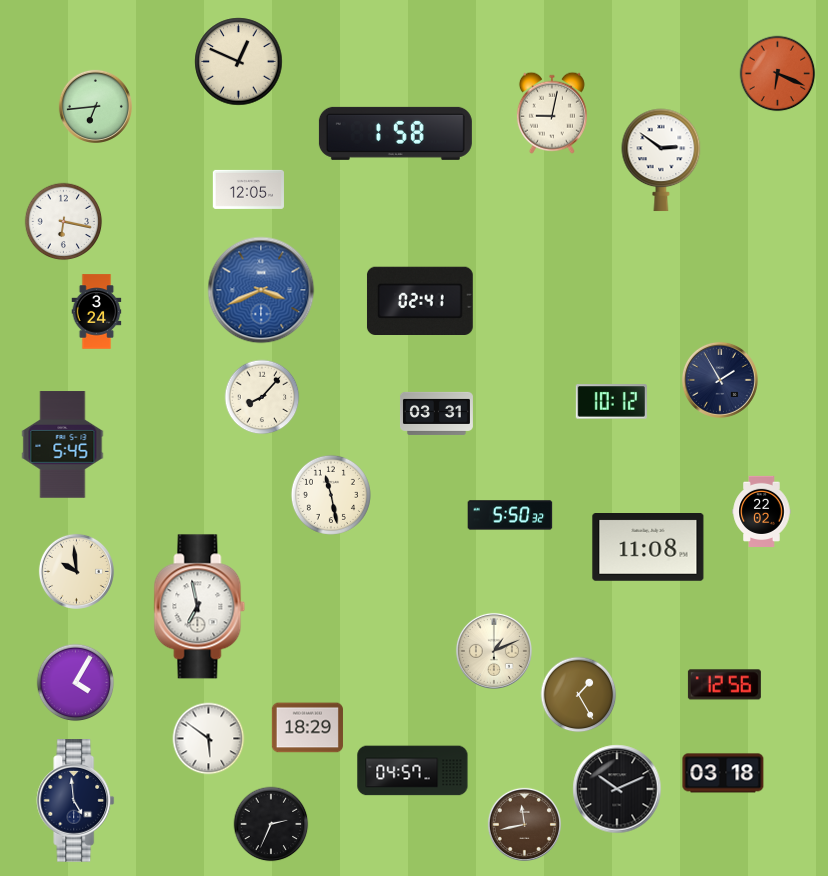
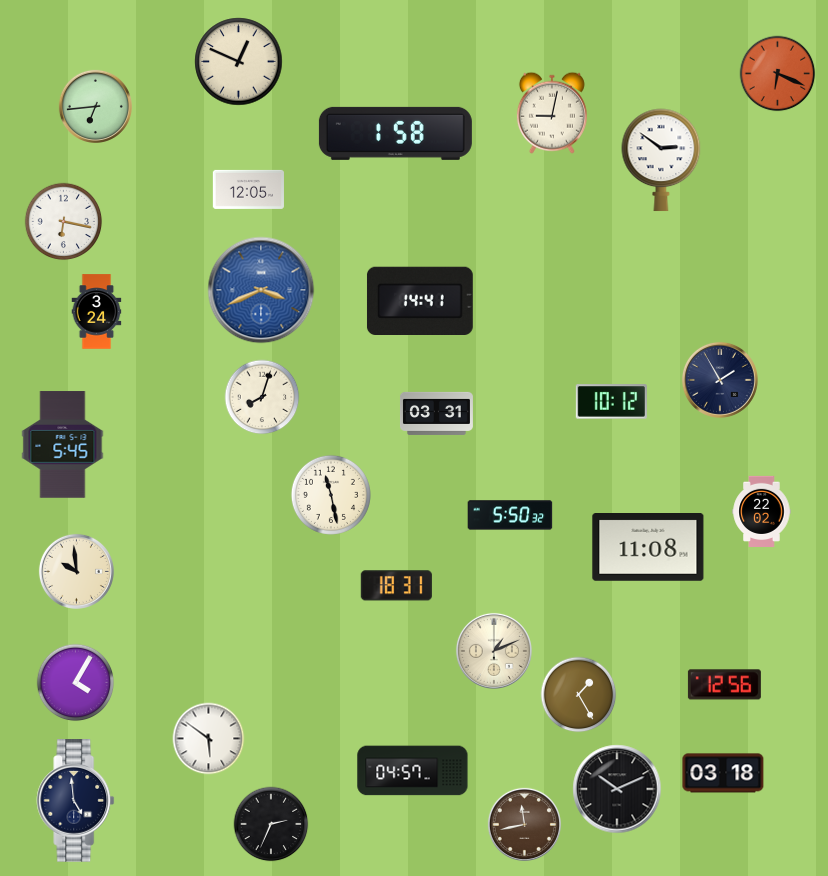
clock at (420, 301): 02:41 -> 14:41
clock at (262, 397): 8:07 -> 8:03
clock at (396, 586): none -> 18:31
clock at (200, 607): 6:58 -> none
clock at (307, 728): 18:29 -> none
